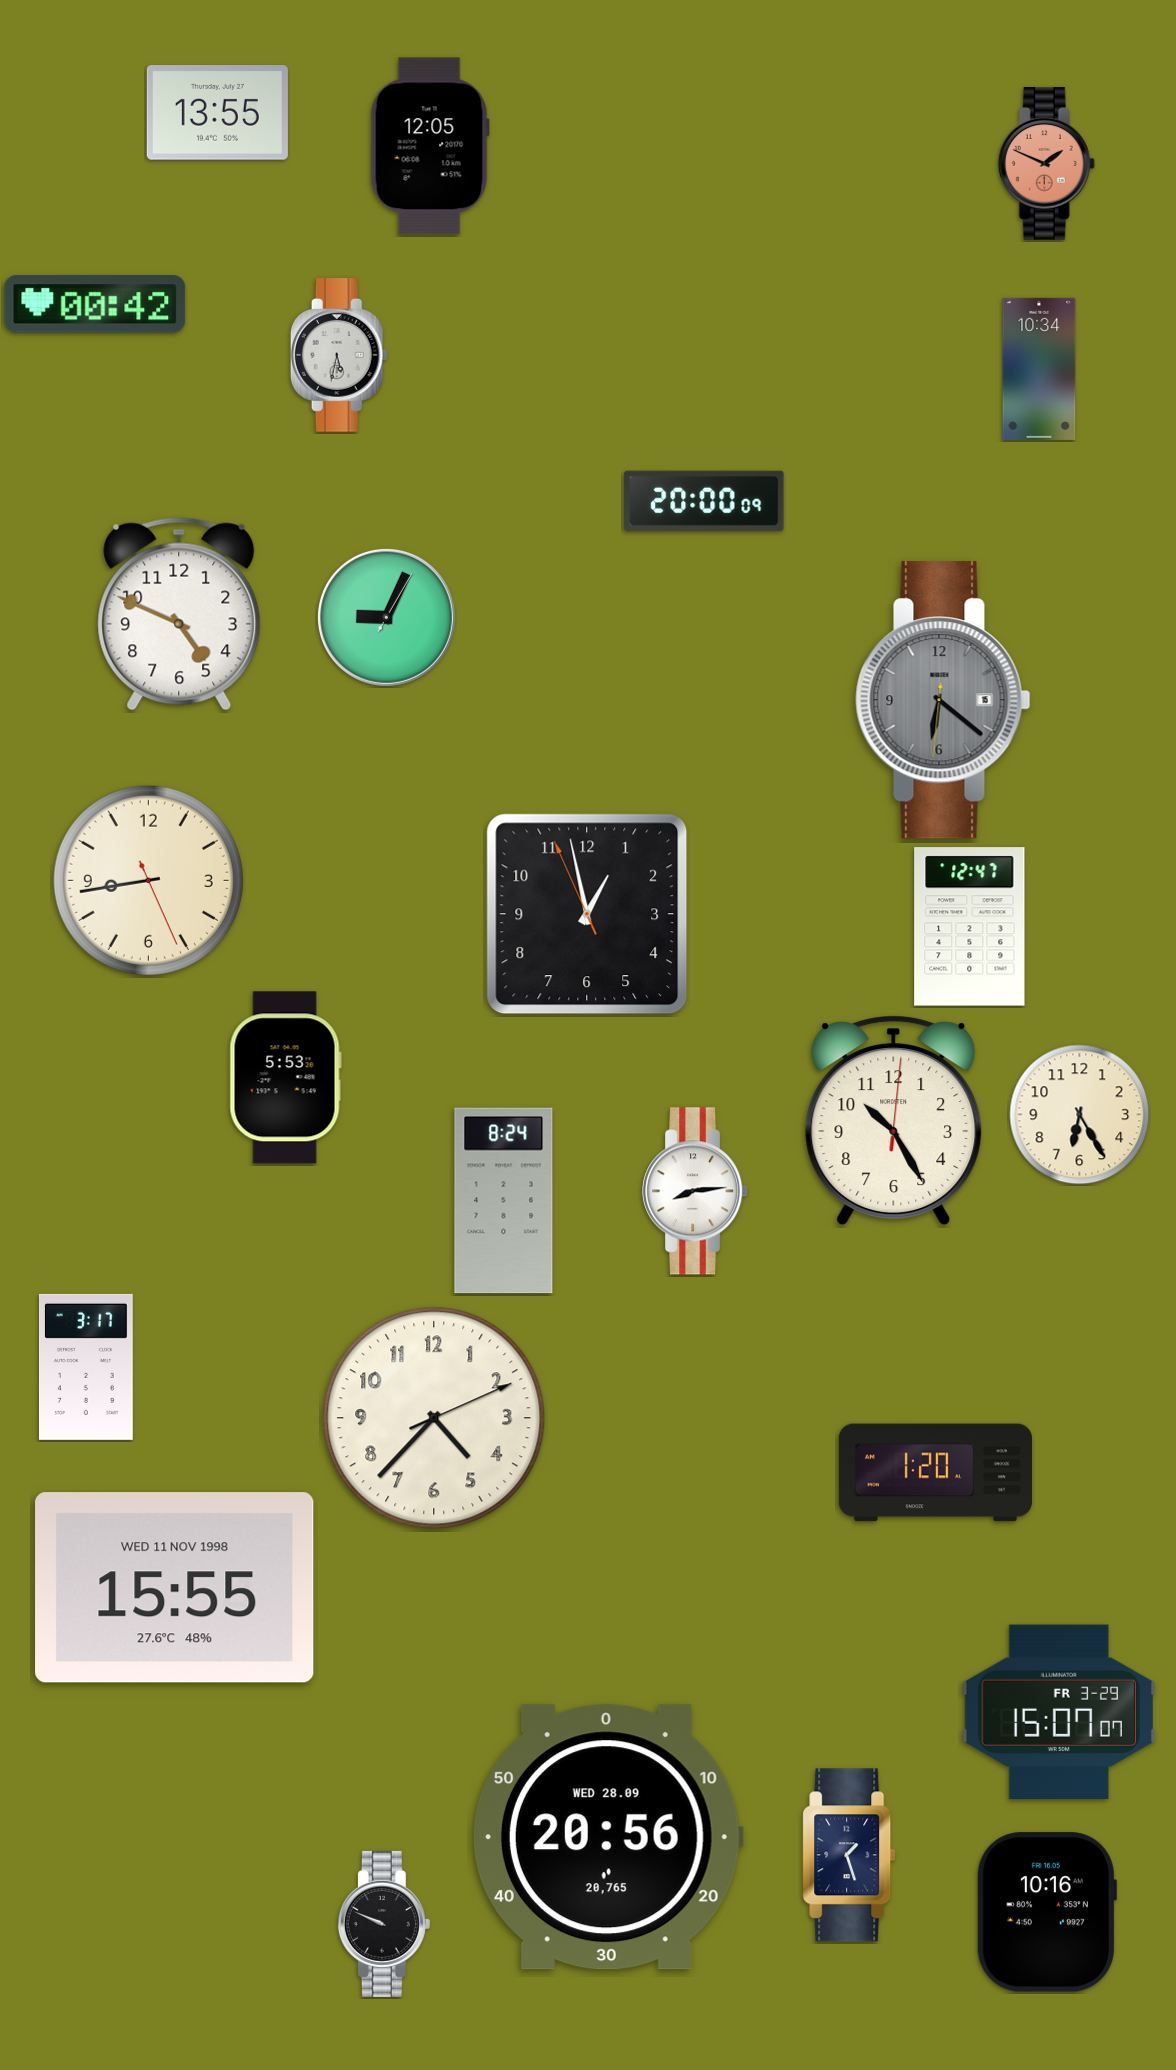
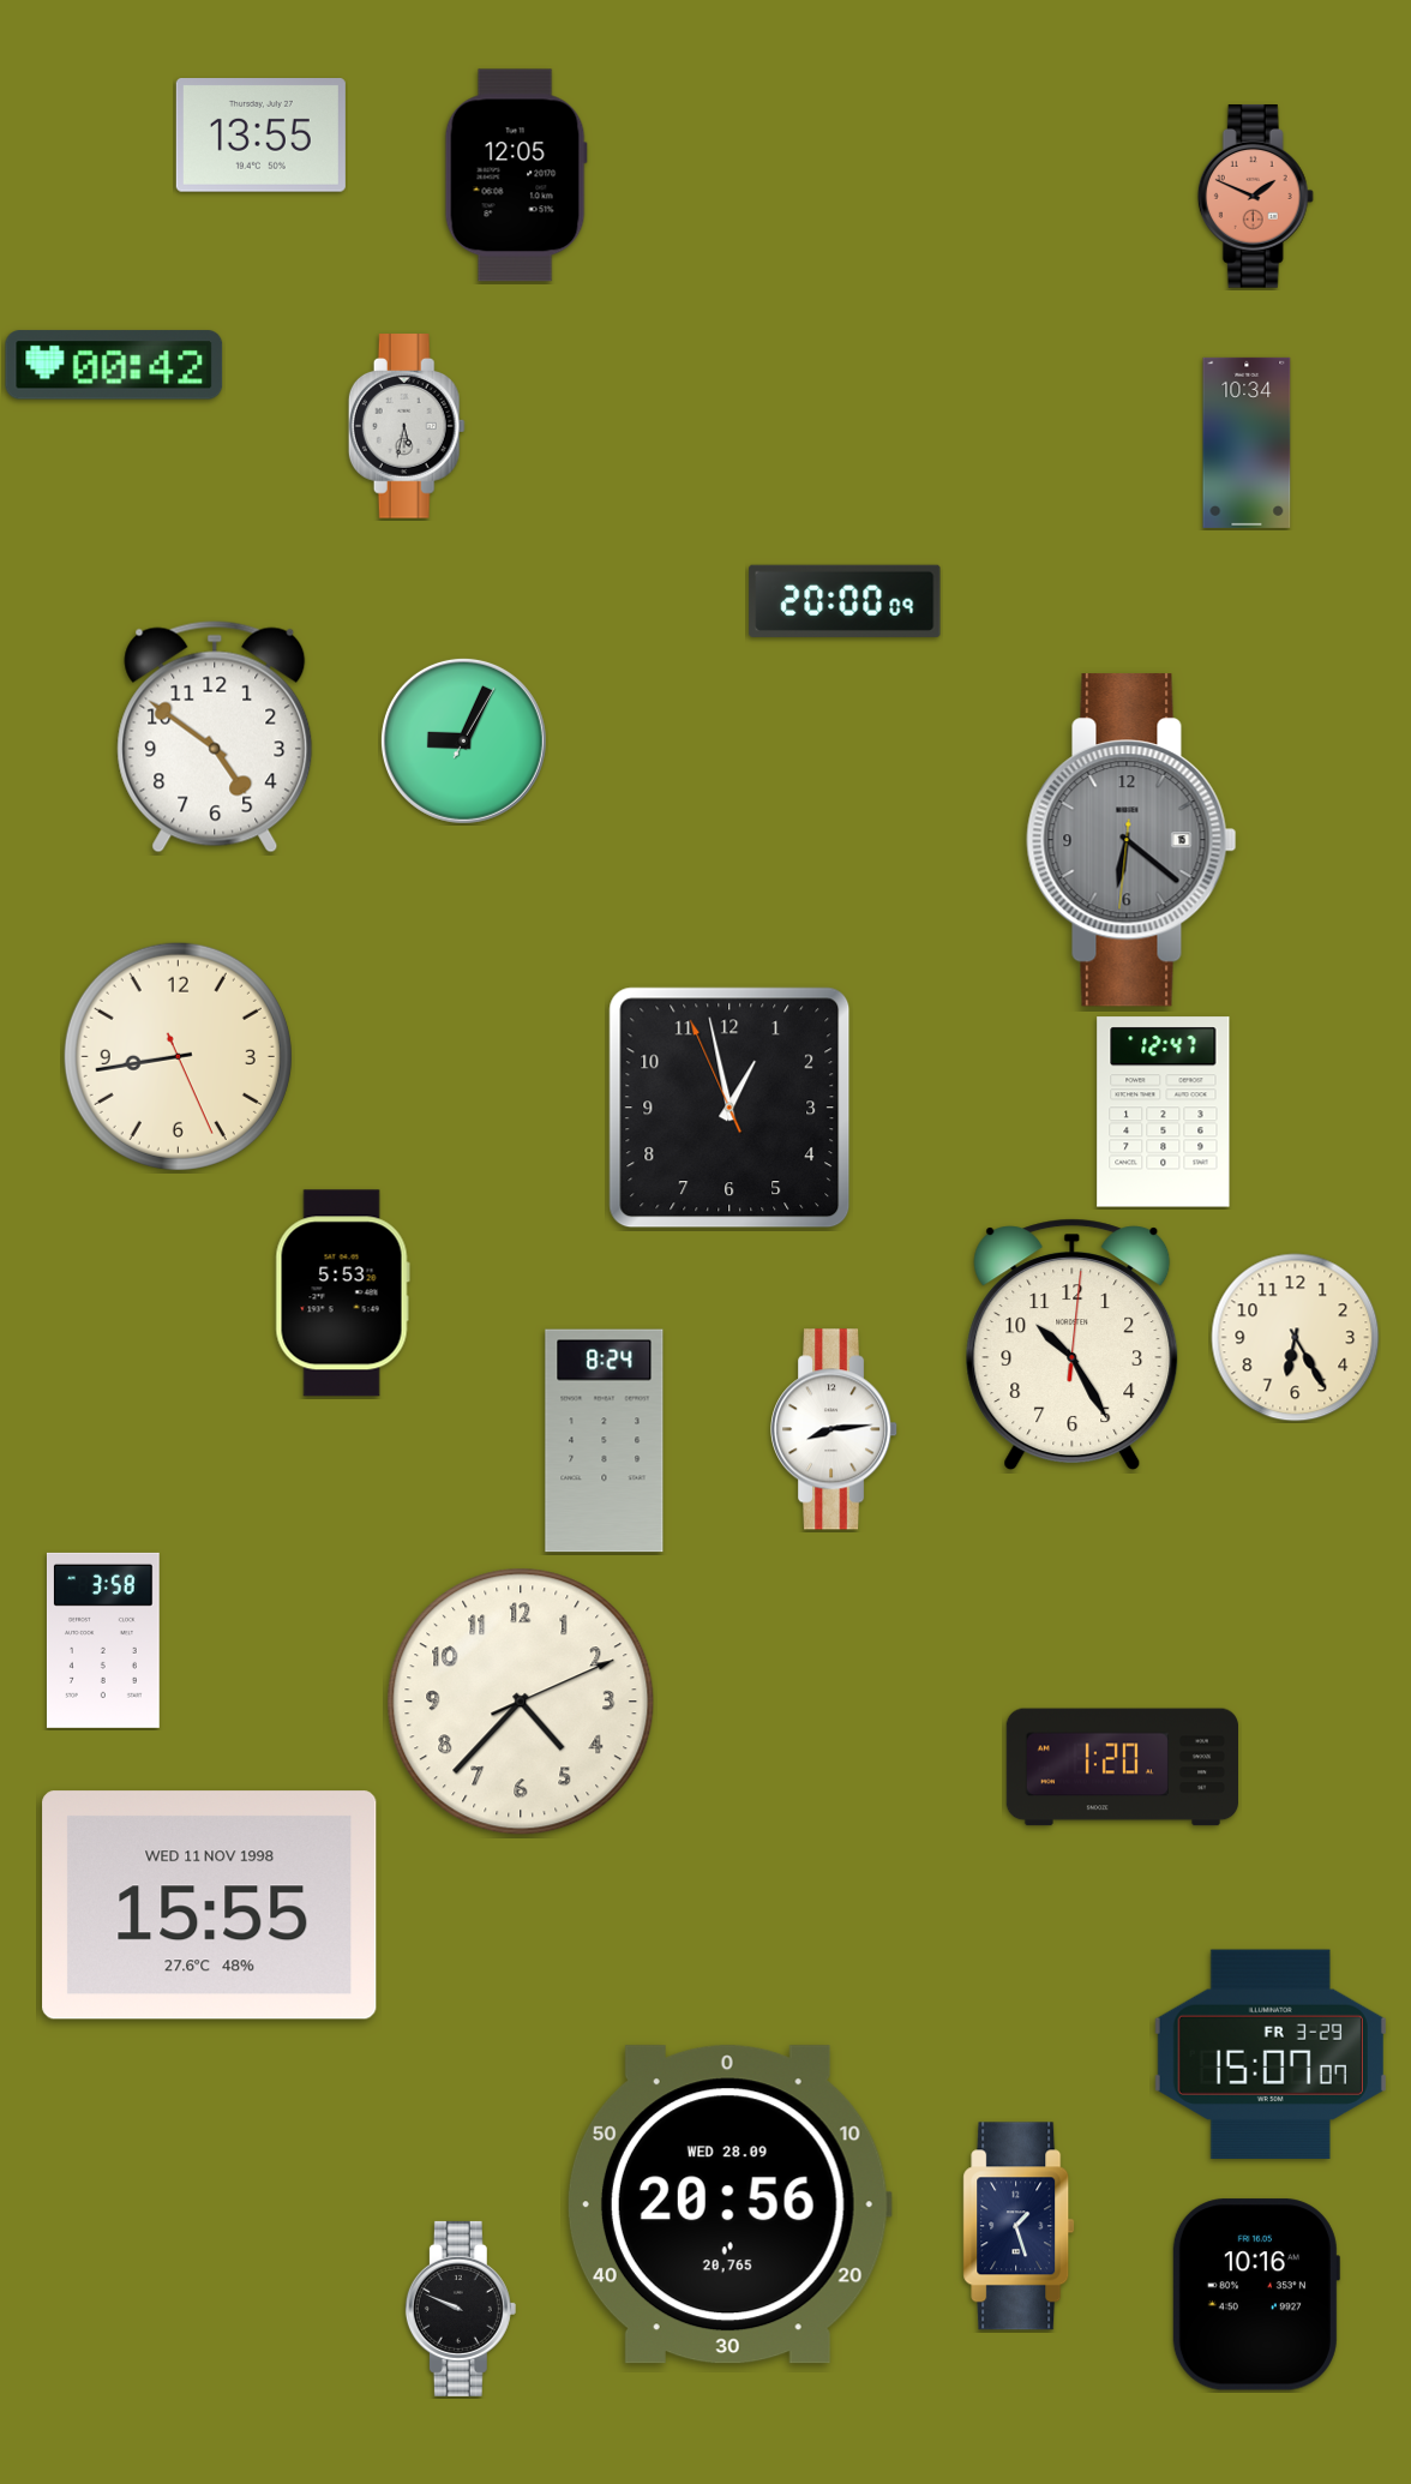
clock at (179, 614): 4:49 -> 4:51
clock at (587, 914) position: (587, 914) -> (729, 1108)
clock at (86, 1367): 3:17 -> 3:58
